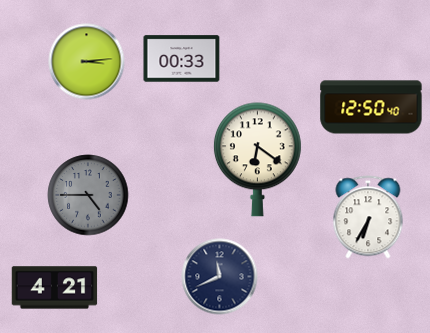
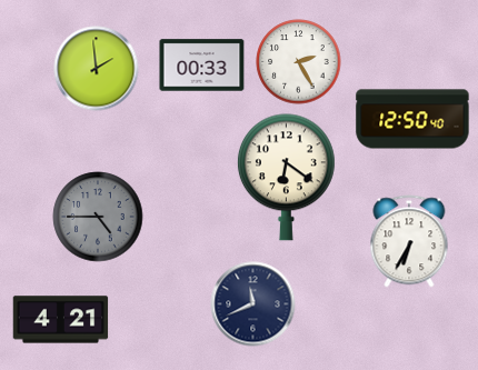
clock at (299, 62): none -> 2:25
clock at (87, 62): 3:14 -> 1:59
clock at (220, 277) position: (220, 277) -> (253, 304)
